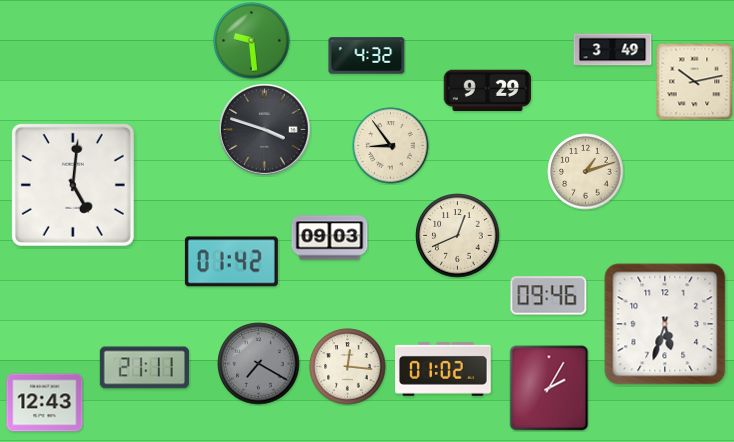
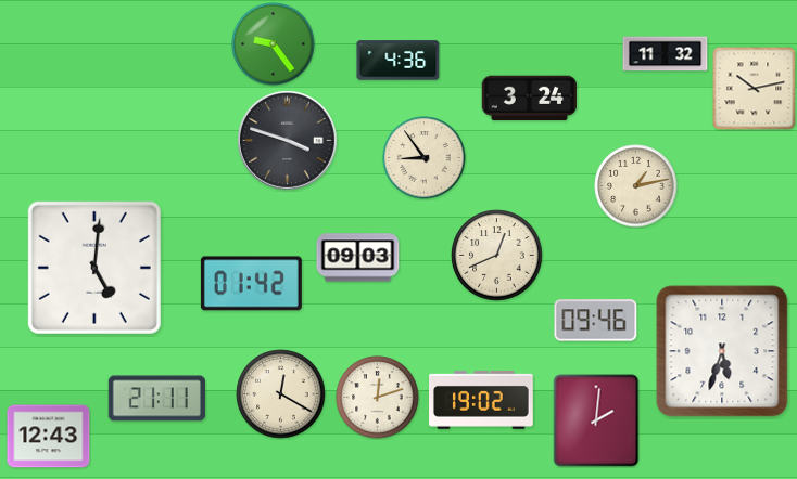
clock at (252, 41): 9:29 -> 9:24
clock at (613, 50): 3:49 -> 11:32
clock at (367, 56): 4:32 -> 4:36
clock at (487, 91): 9:29 -> 3:24
clock at (586, 172): 1:12 -> 1:13
clock at (73, 185) position: (73, 185) -> (94, 268)
clock at (259, 364): 7:20 -> 12:20
clock at (259, 364) dial: grey -> cream
clock at (348, 367): 12:16 -> 12:12
clock at (444, 369): 01:02 -> 19:02
clock at (549, 388): 2:05 -> 2:01
